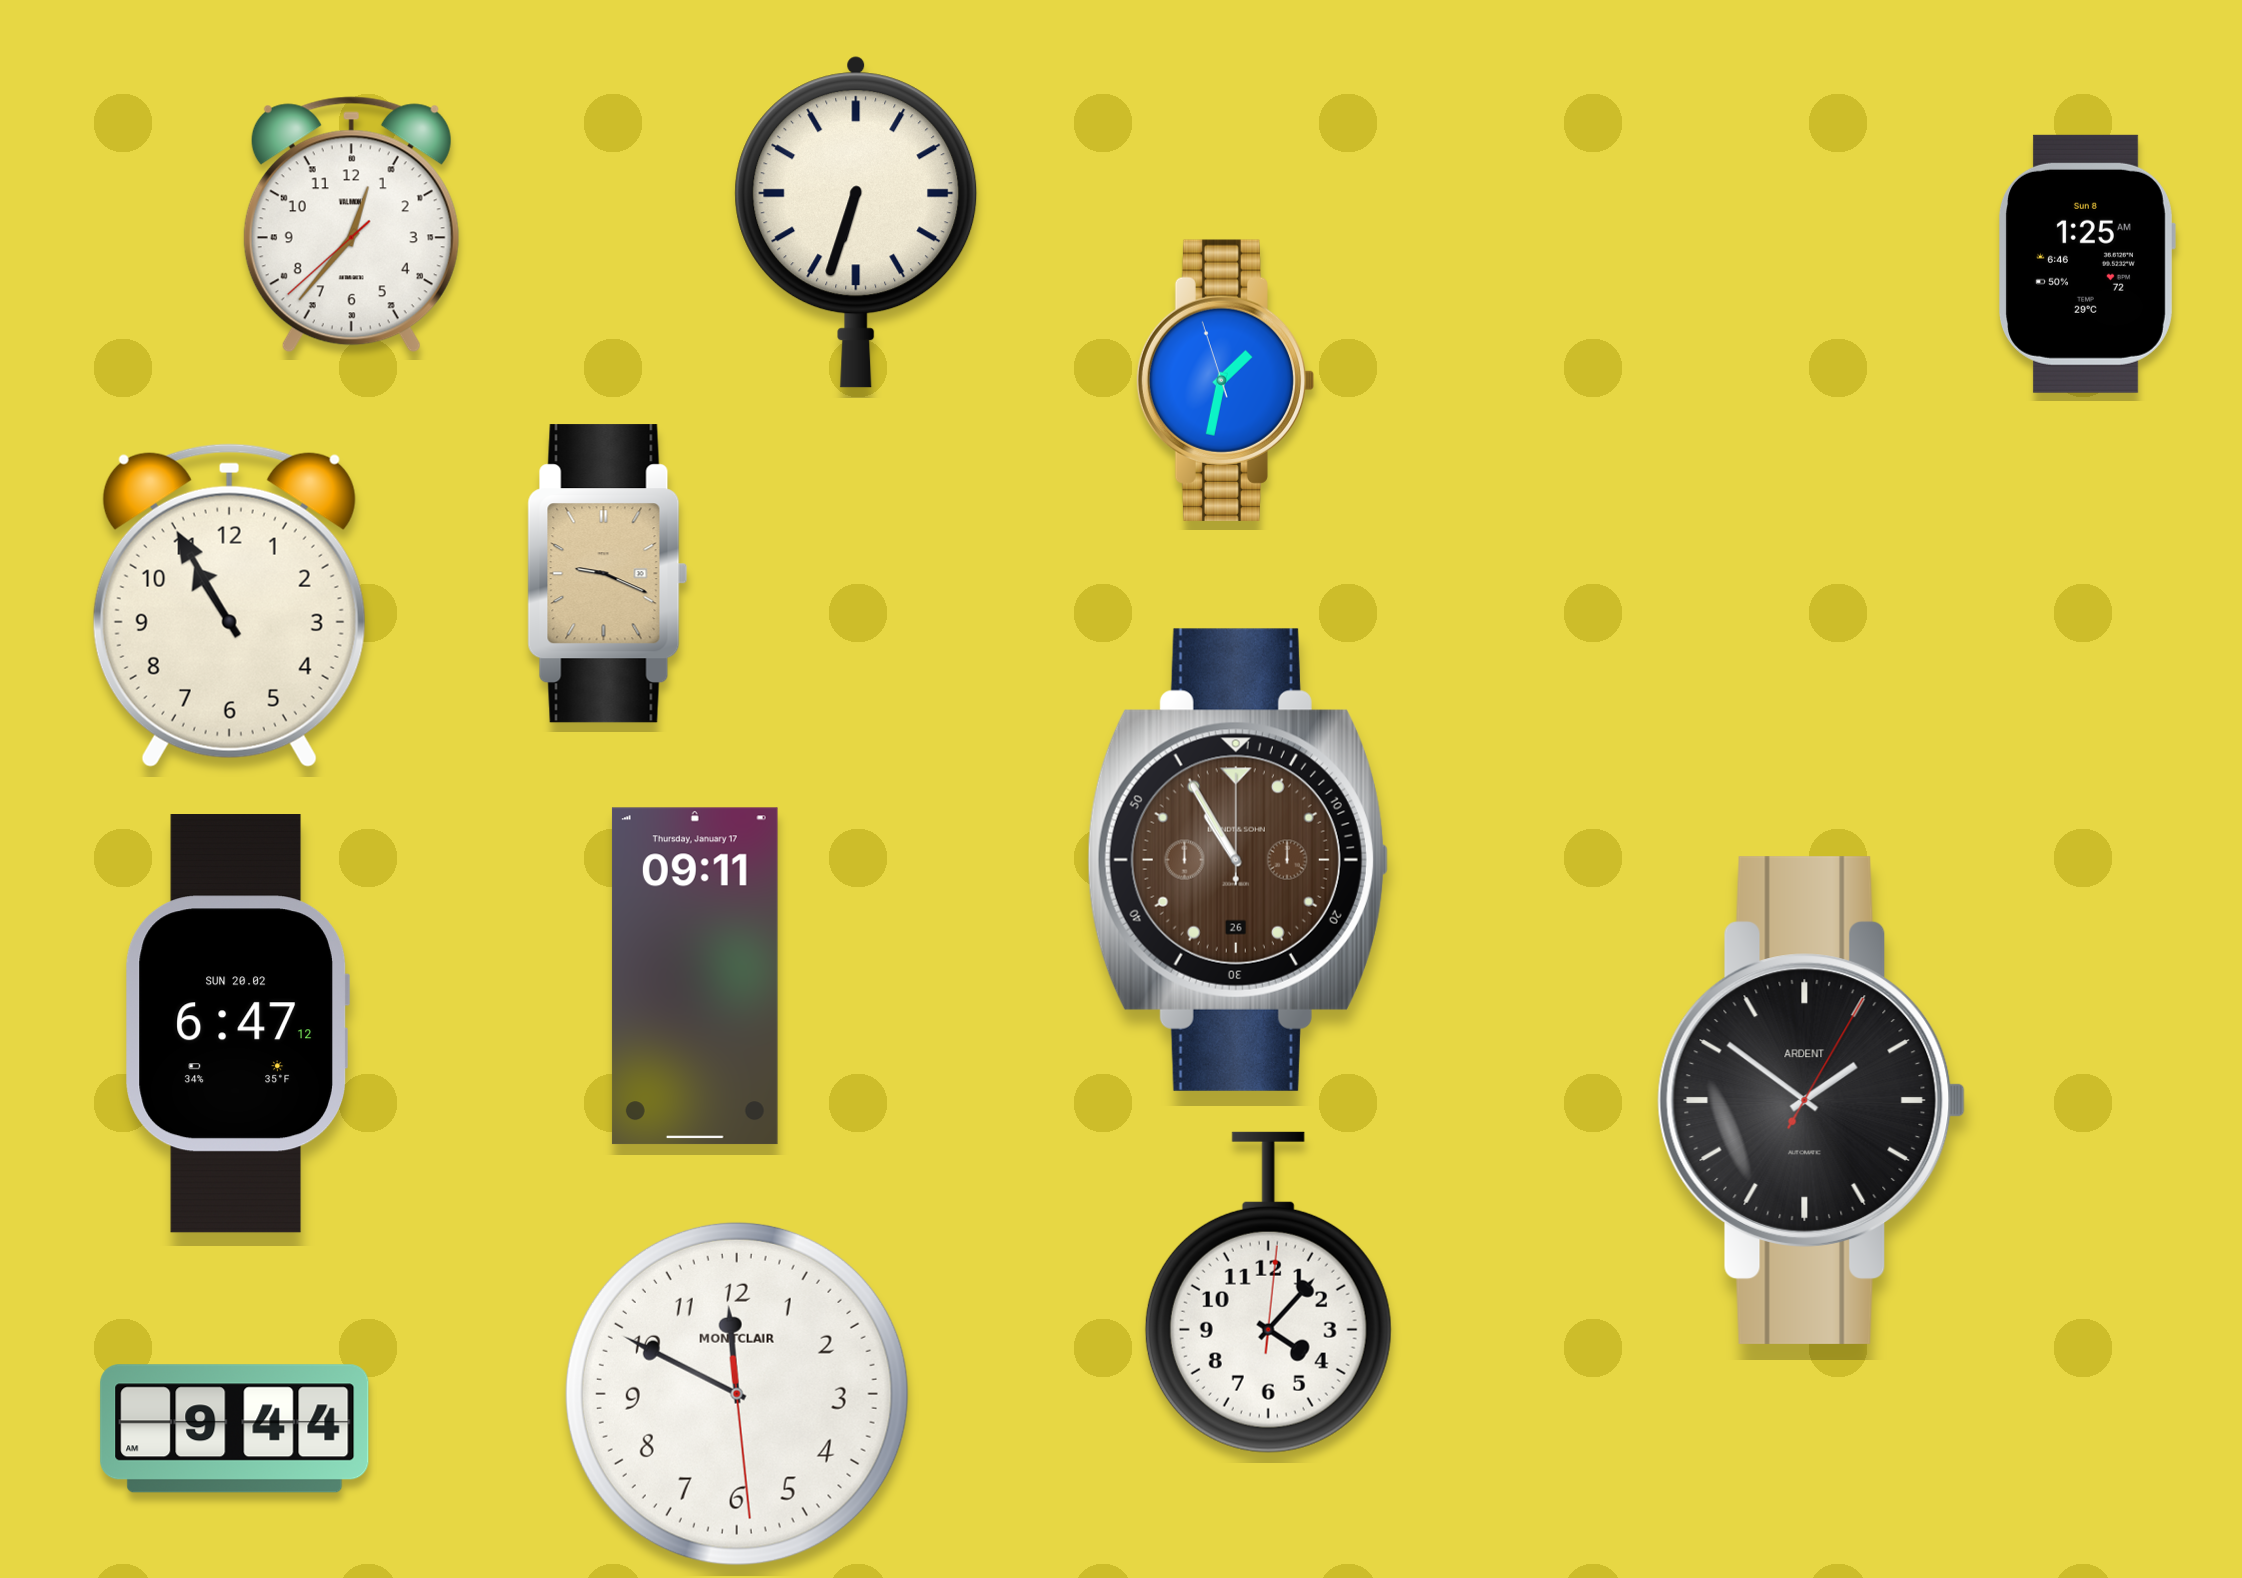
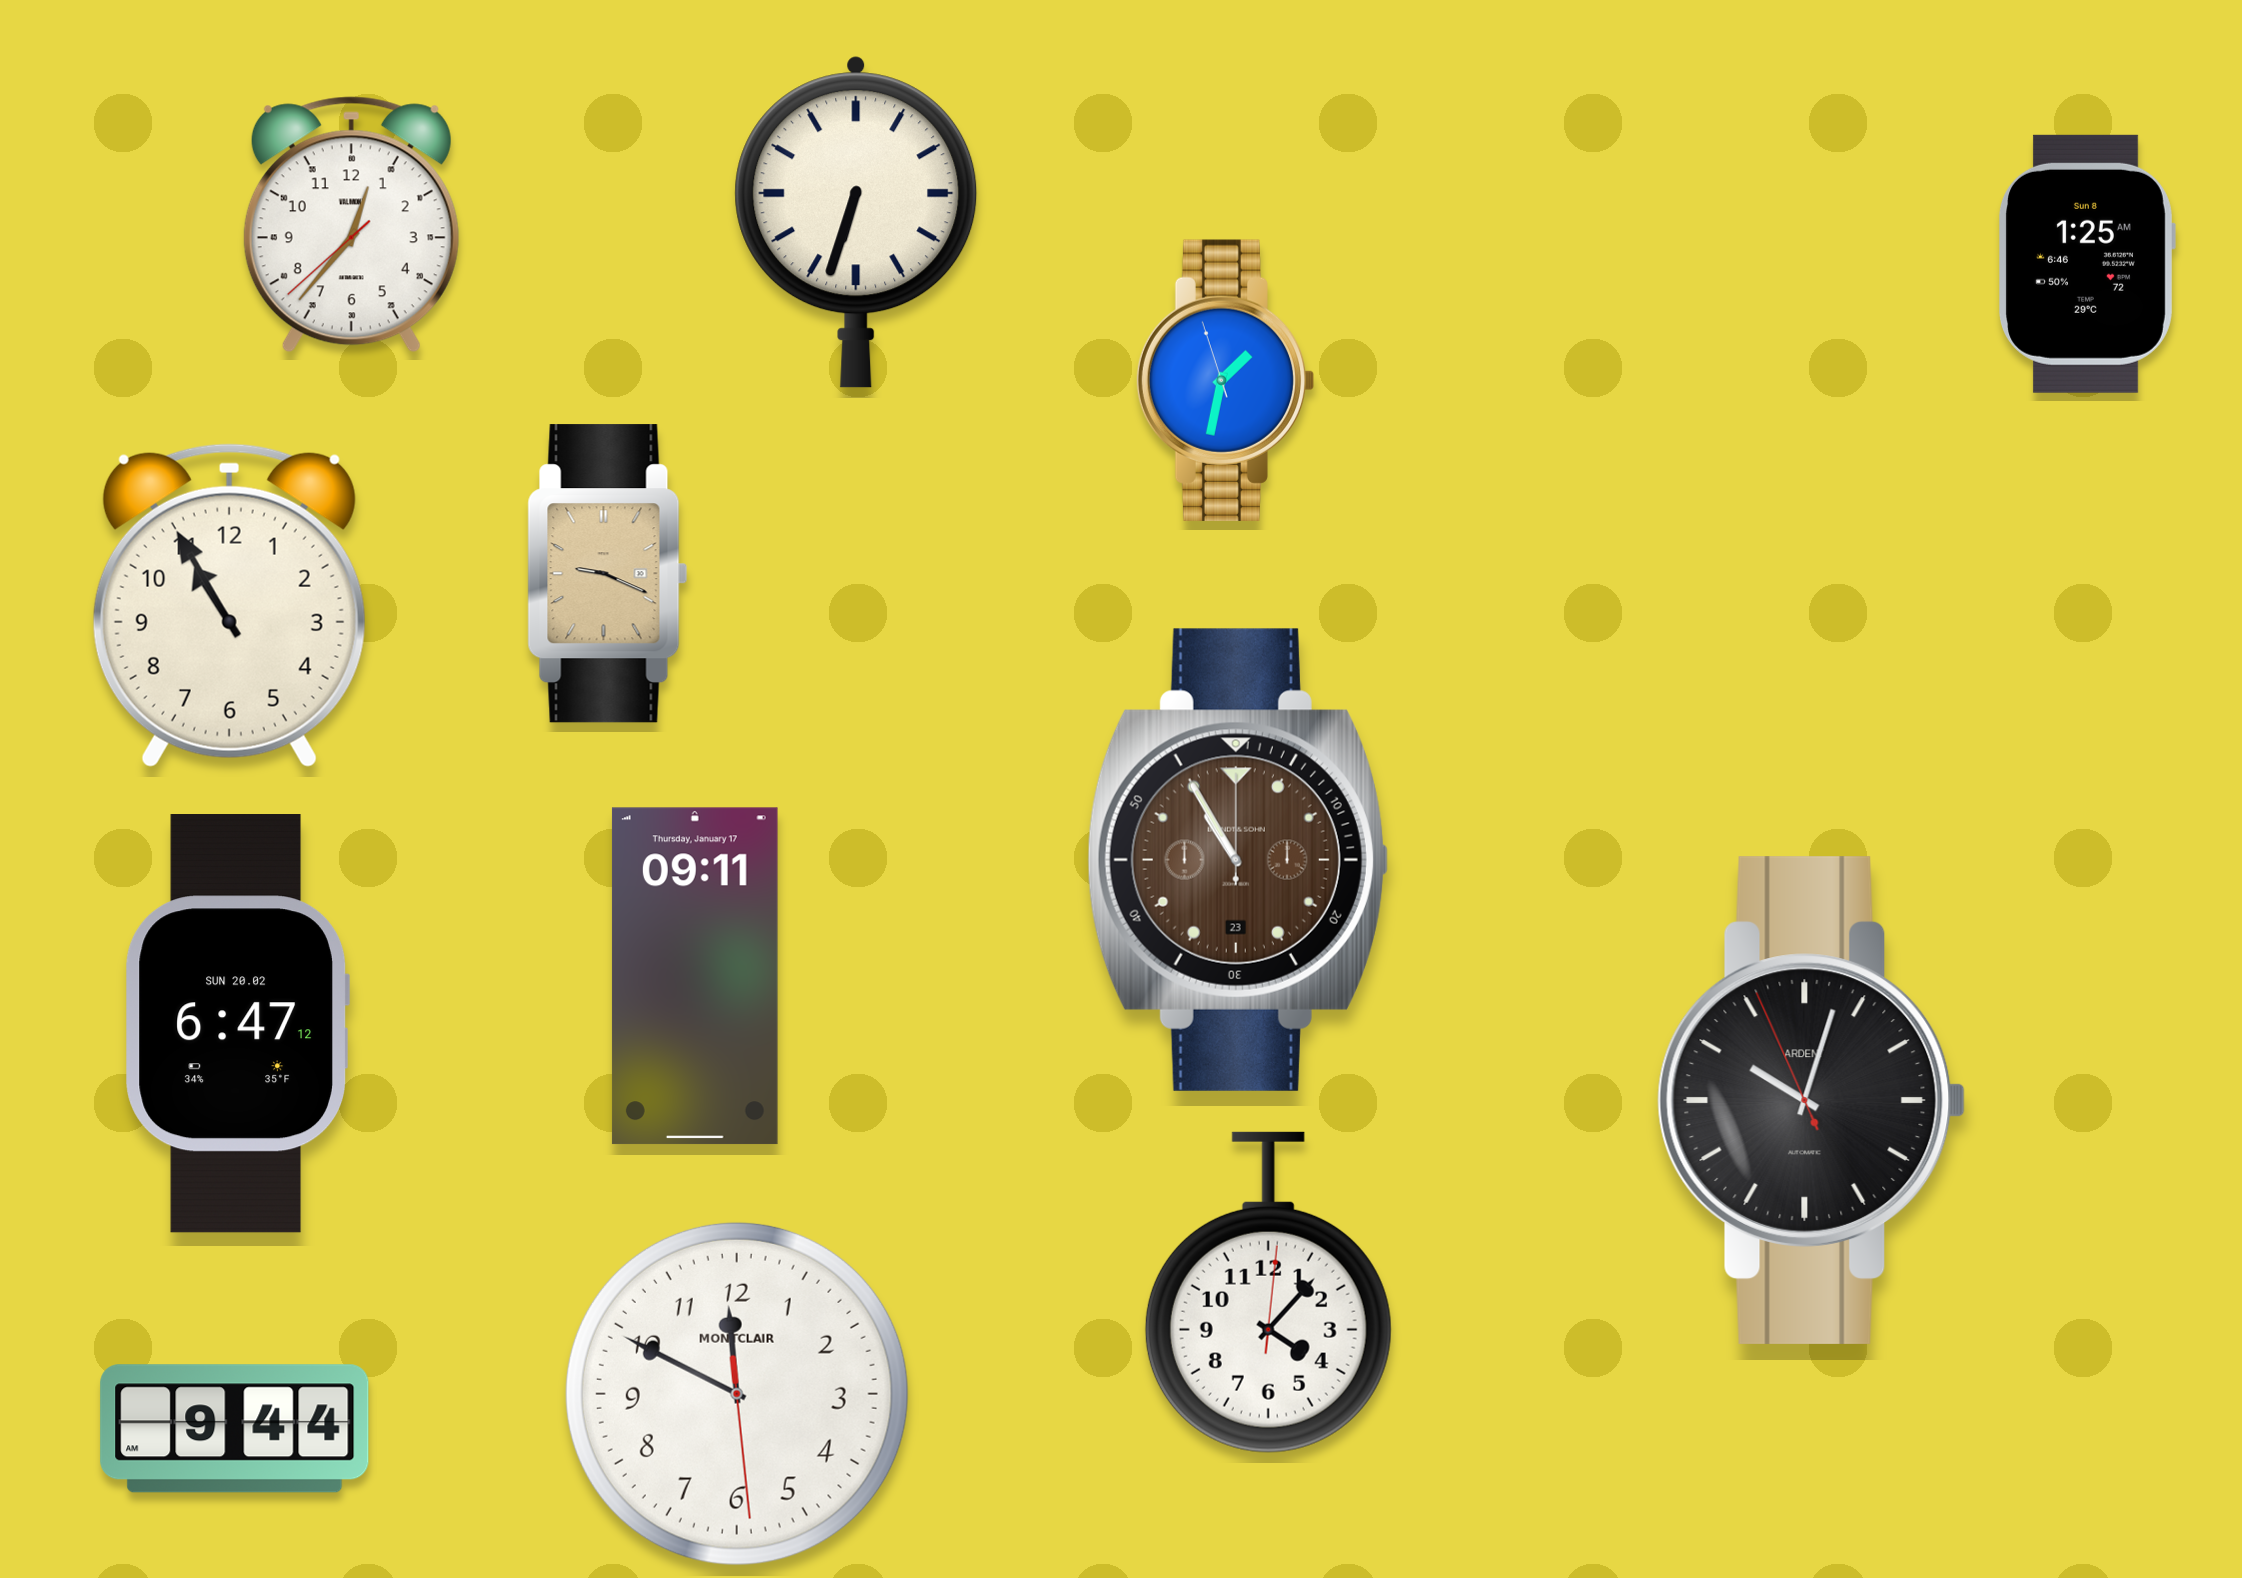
clock at (1238, 860) date: 26 -> 23
clock at (1812, 1100): 1:51 -> 10:02
